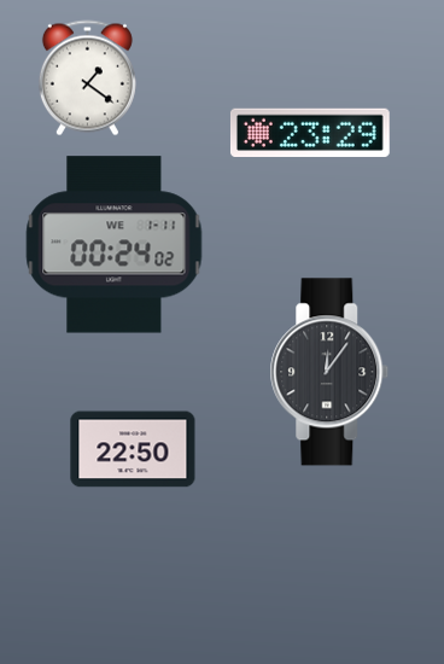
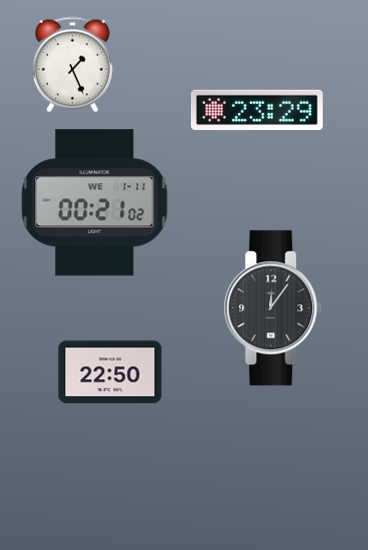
clock at (87, 78): 1:21 -> 1:26
clock at (115, 245): 00:24 -> 00:21
